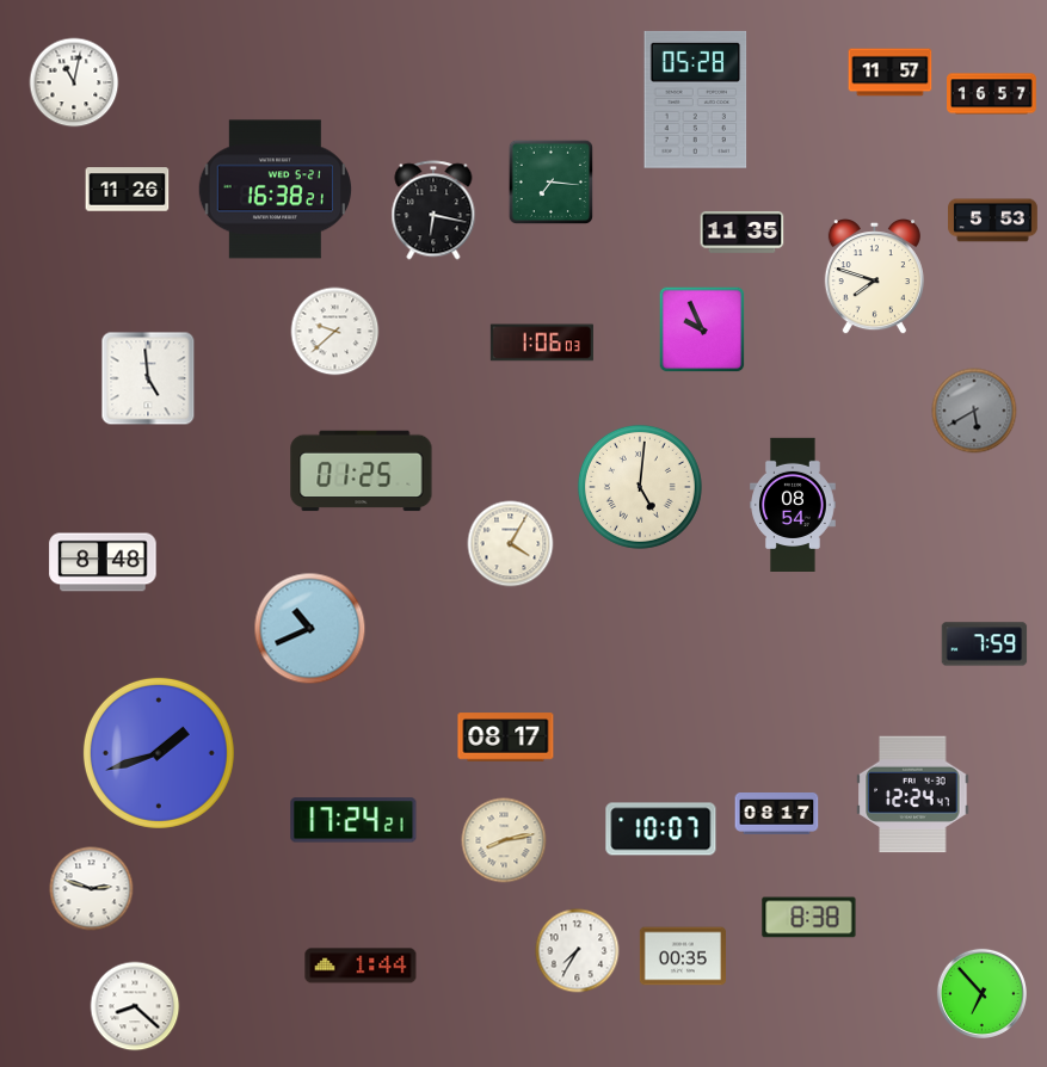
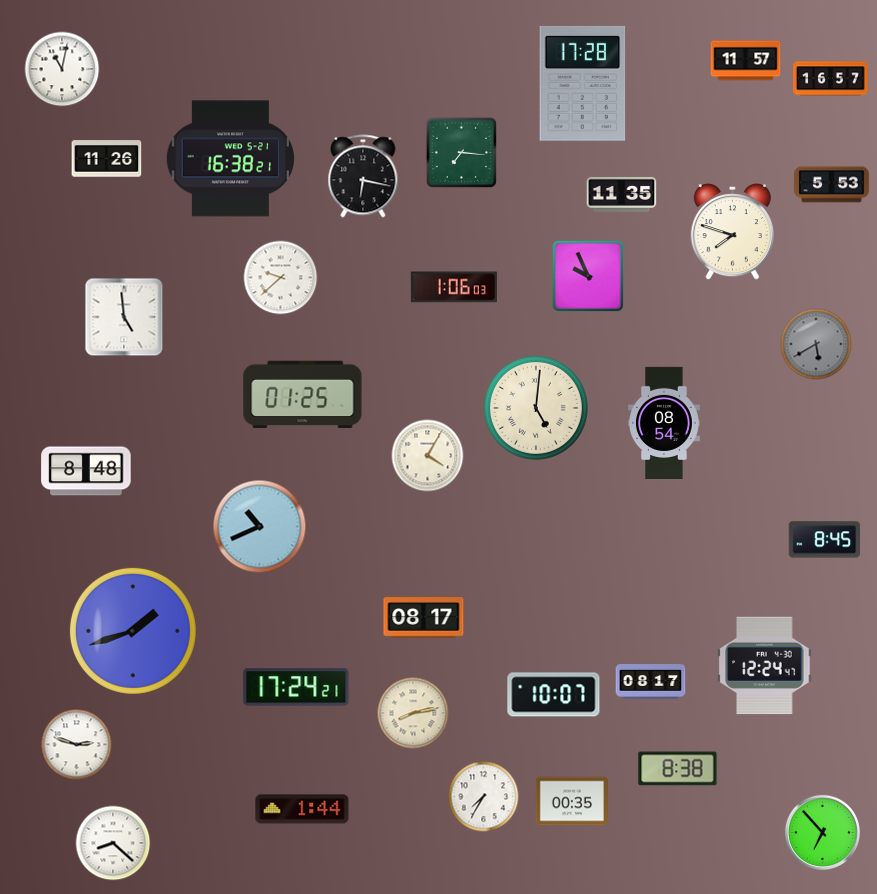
clock at (696, 99): 05:28 -> 17:28
clock at (985, 644): 7:59 -> 8:45
clock at (504, 840) position: (504, 840) -> (413, 713)
